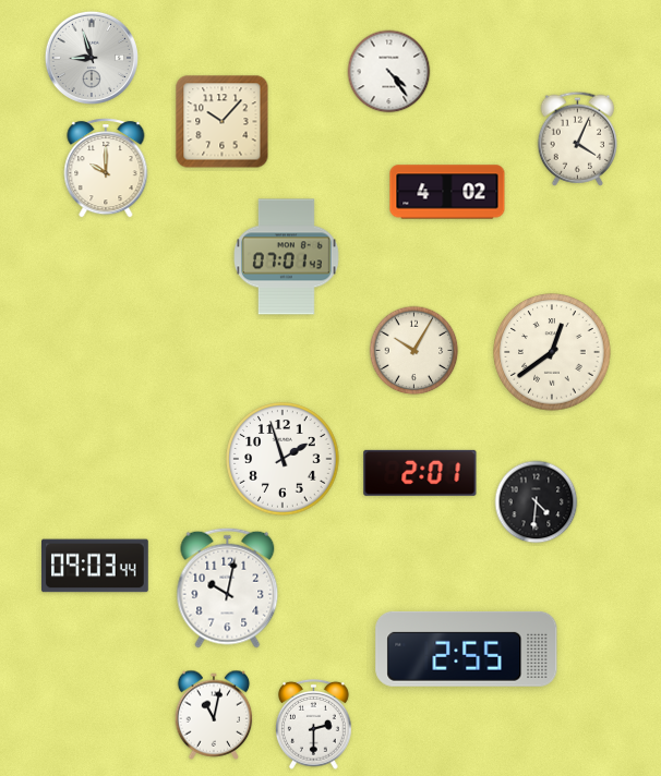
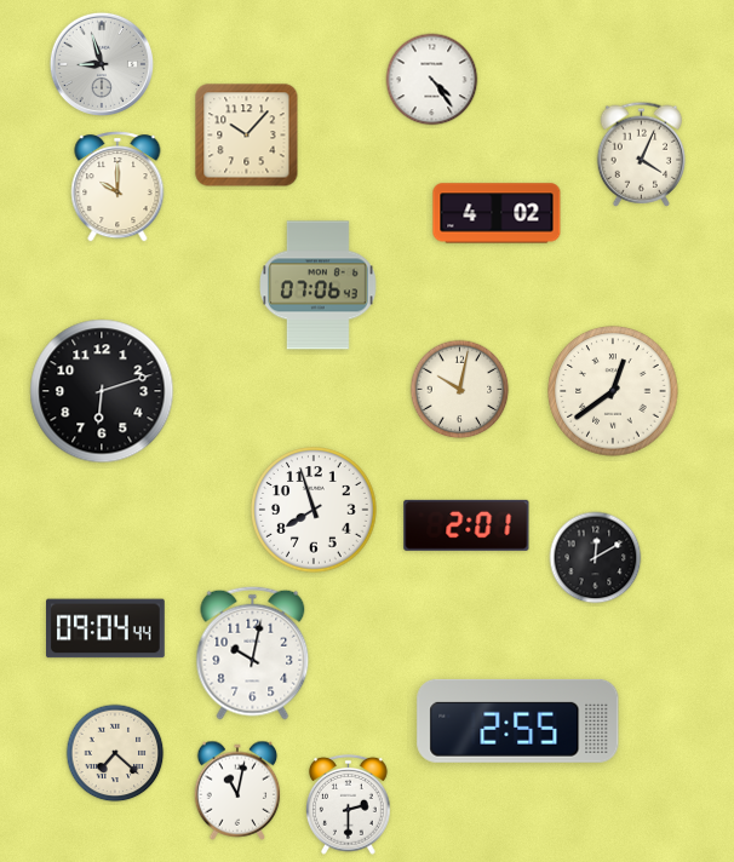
clock at (287, 257): 07:01 -> 07:06
clock at (414, 351): 10:05 -> 10:02
clock at (102, 391): none -> 6:12
clock at (283, 459): 1:57 -> 7:57
clock at (537, 502): 4:31 -> 12:10
clock at (96, 566): 09:03 -> 09:04
clock at (115, 753): none -> 7:22
clock at (214, 715) position: (214, 715) -> (237, 791)
